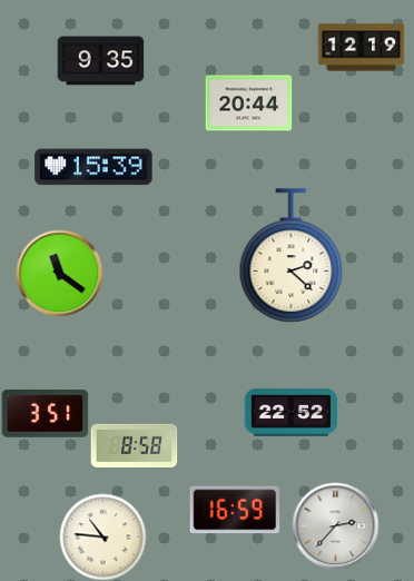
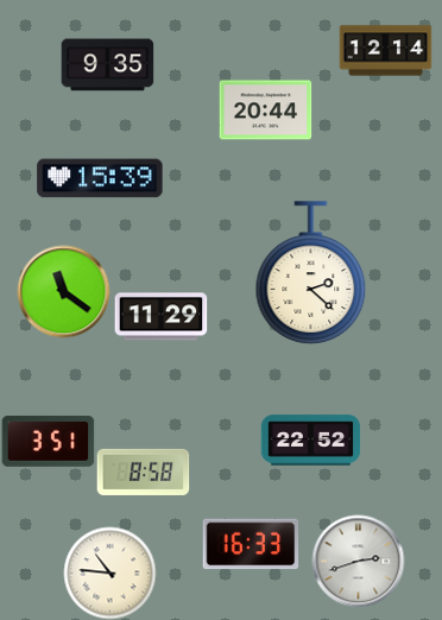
clock at (361, 48): 12:19 -> 12:14
clock at (160, 317): none -> 11:29
clock at (134, 445) position: (134, 445) -> (143, 472)
clock at (235, 510): 16:59 -> 16:33
clock at (335, 525): 2:37 -> 2:42
